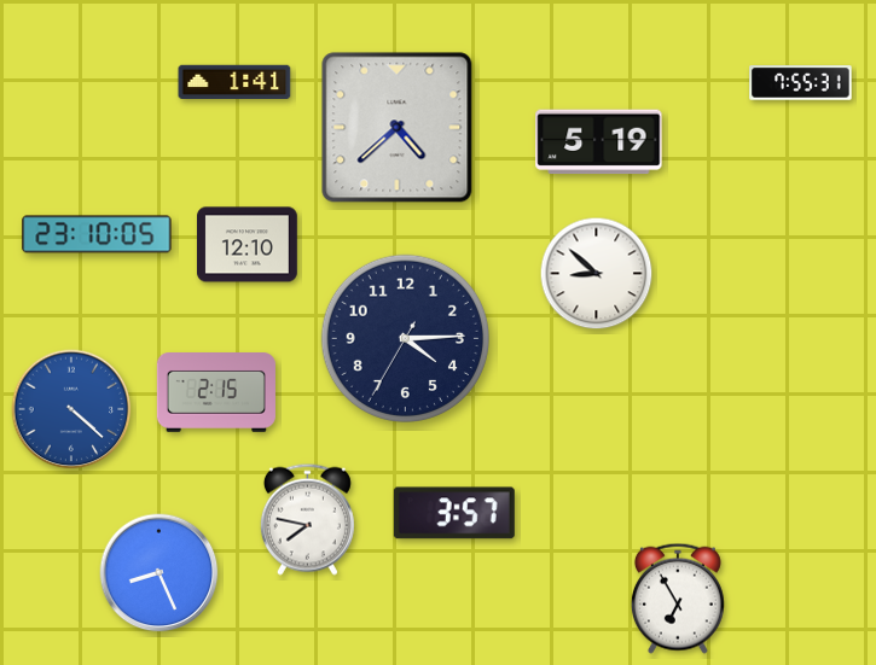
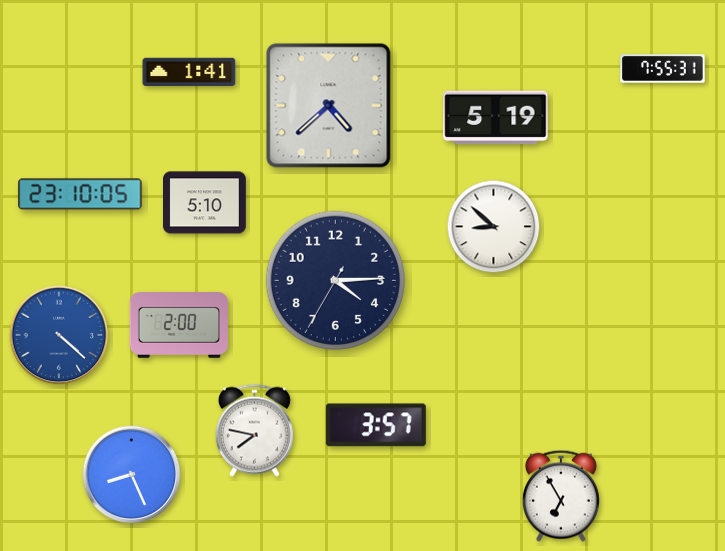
clock at (234, 81) position: (234, 81) -> (189, 71)
clock at (248, 245): 12:10 -> 5:10
clock at (216, 393): 2:15 -> 2:00
clock at (71, 409) position: (71, 409) -> (59, 335)
